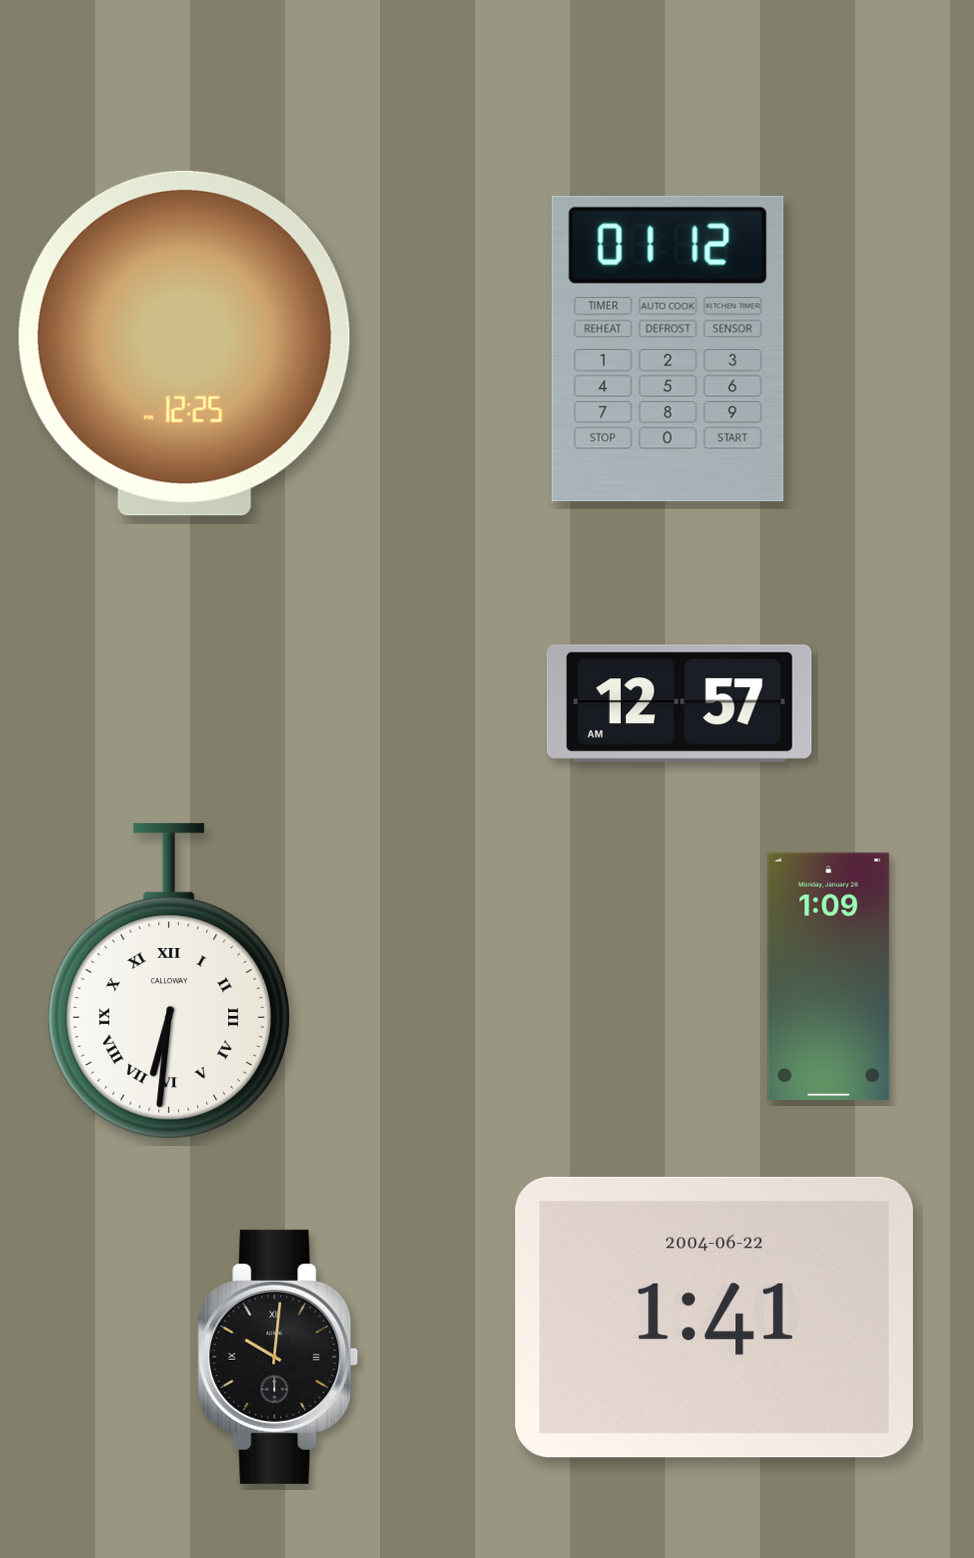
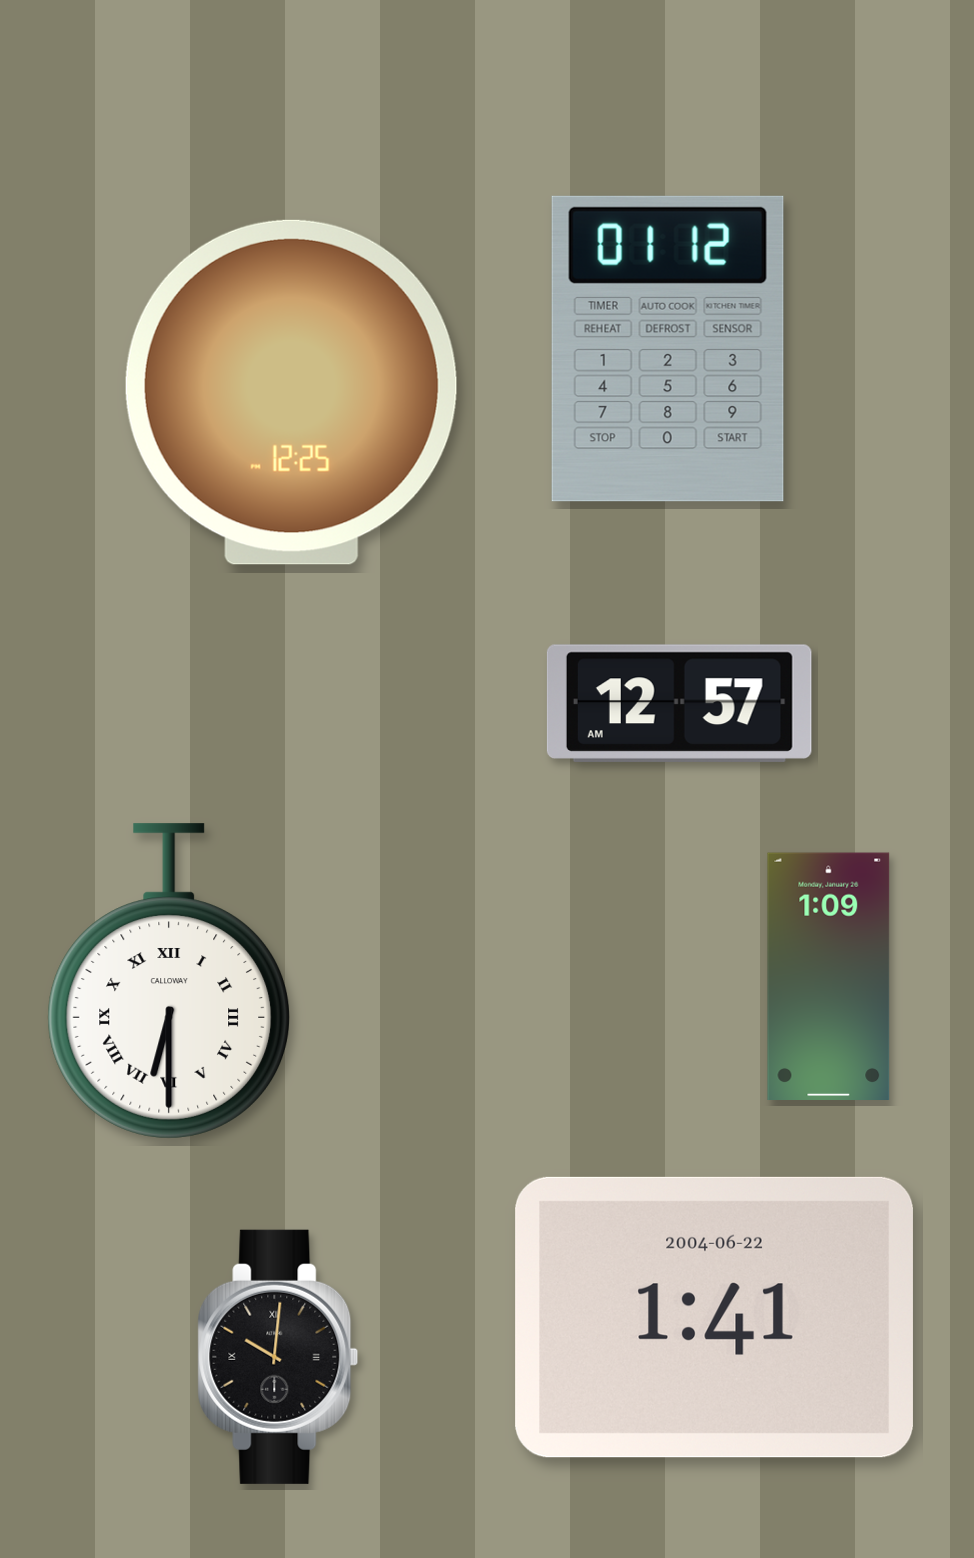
clock at (184, 343) position: (184, 343) -> (291, 392)
clock at (169, 981): 6:31 -> 6:30
